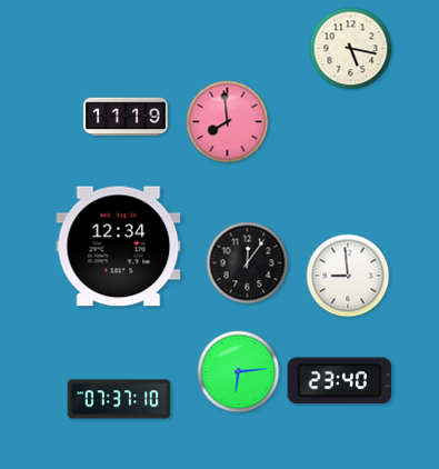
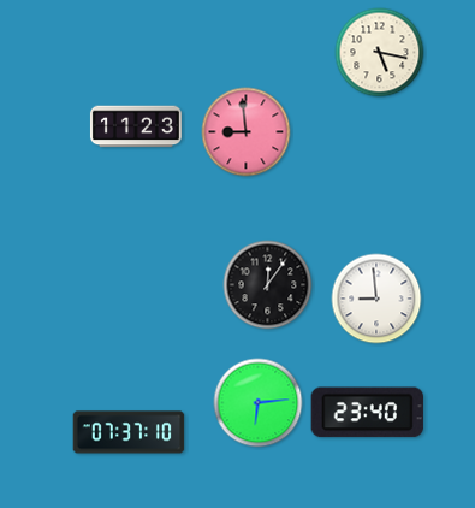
clock at (126, 117): 11:19 -> 11:23
clock at (228, 122): 7:59 -> 8:59
clock at (119, 247): 12:34 -> none
